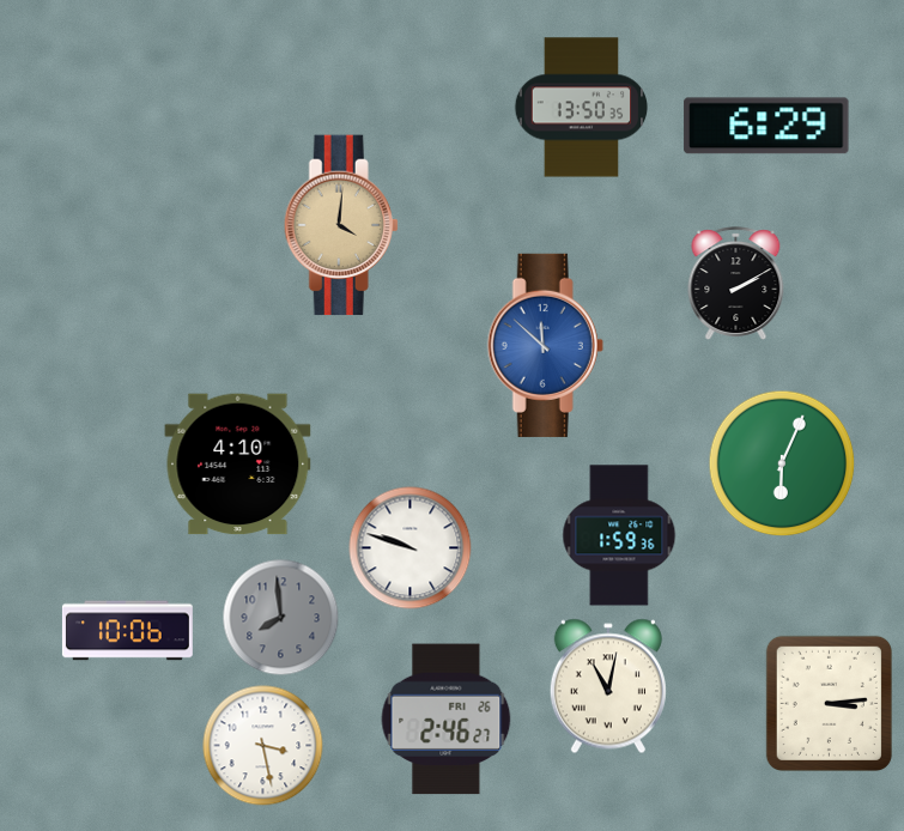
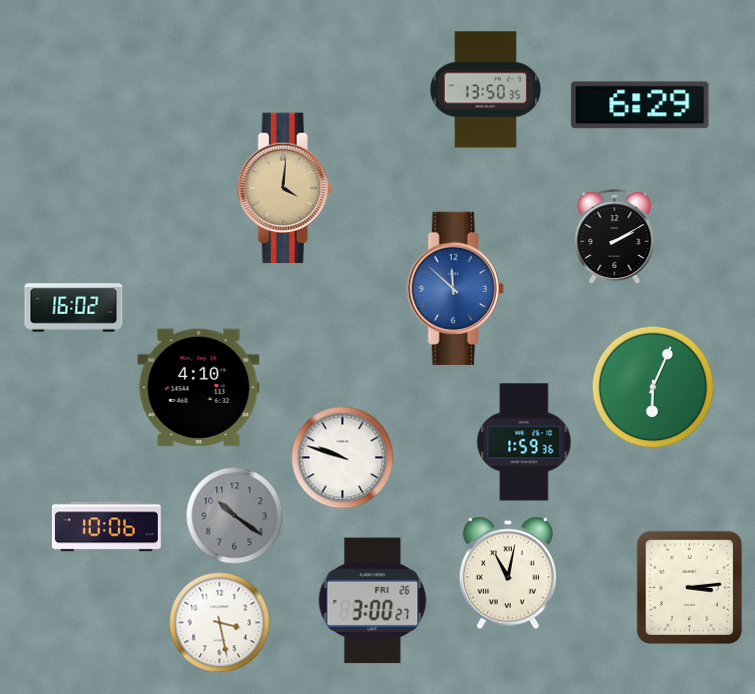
clock at (74, 308): none -> 16:02
clock at (619, 535) position: (619, 535) -> (524, 442)
clock at (281, 618): 7:59 -> 10:21
clock at (829, 703) position: (829, 703) -> (689, 587)
clock at (447, 720): 2:46 -> 3:00
